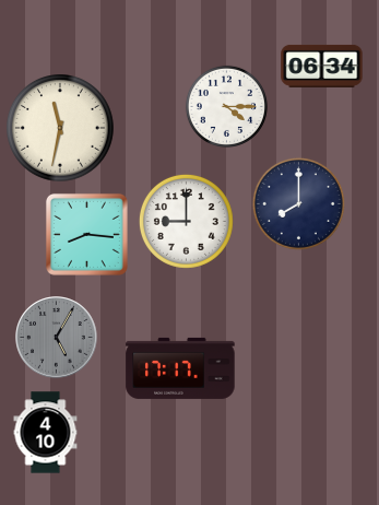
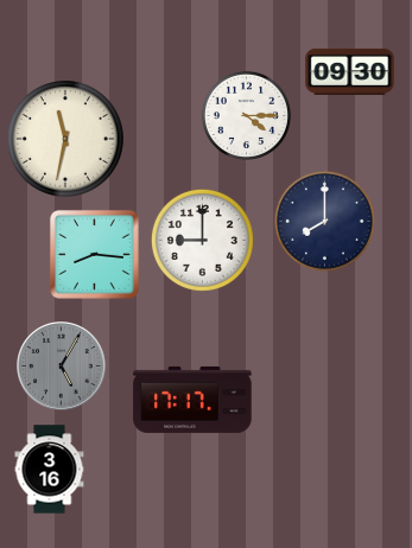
clock at (322, 66): 06:34 -> 09:30
clock at (180, 368) position: (180, 368) -> (192, 400)
clock at (46, 433): 4:10 -> 3:16
